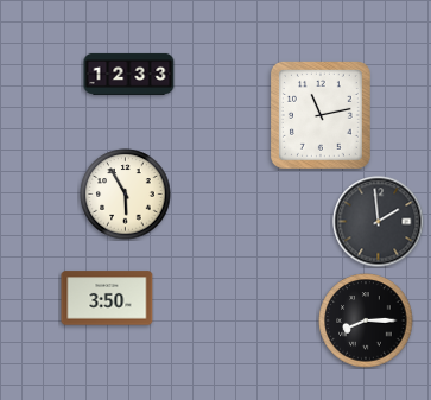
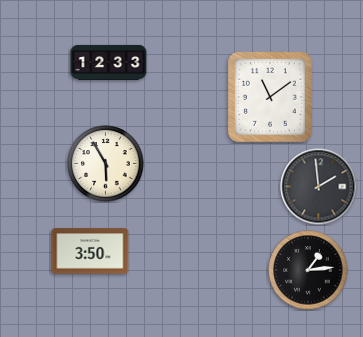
clock at (321, 115): 11:13 -> 11:09
clock at (366, 320): 8:15 -> 1:14
